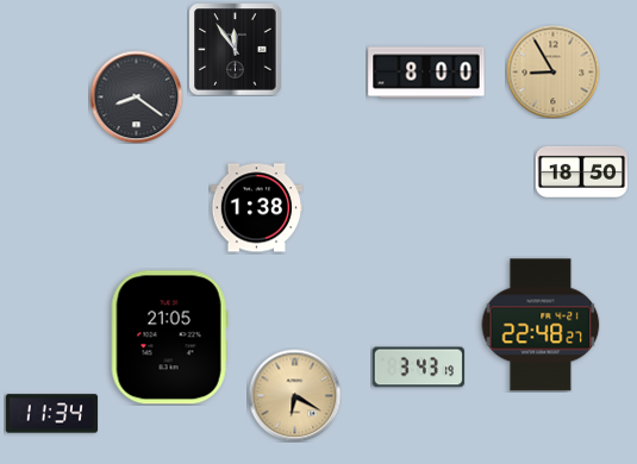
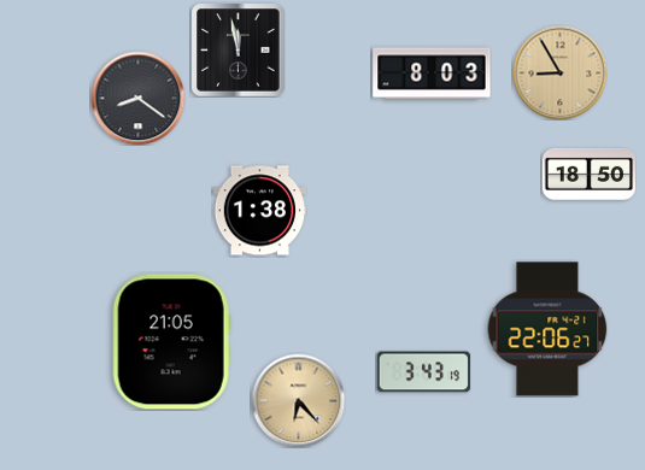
clock at (235, 49): 11:54 -> 11:58
clock at (426, 73): 8:00 -> 8:03
clock at (541, 325): 22:48 -> 22:06
clock at (294, 395): 6:20 -> 6:23
clock at (51, 414): 11:34 -> none
